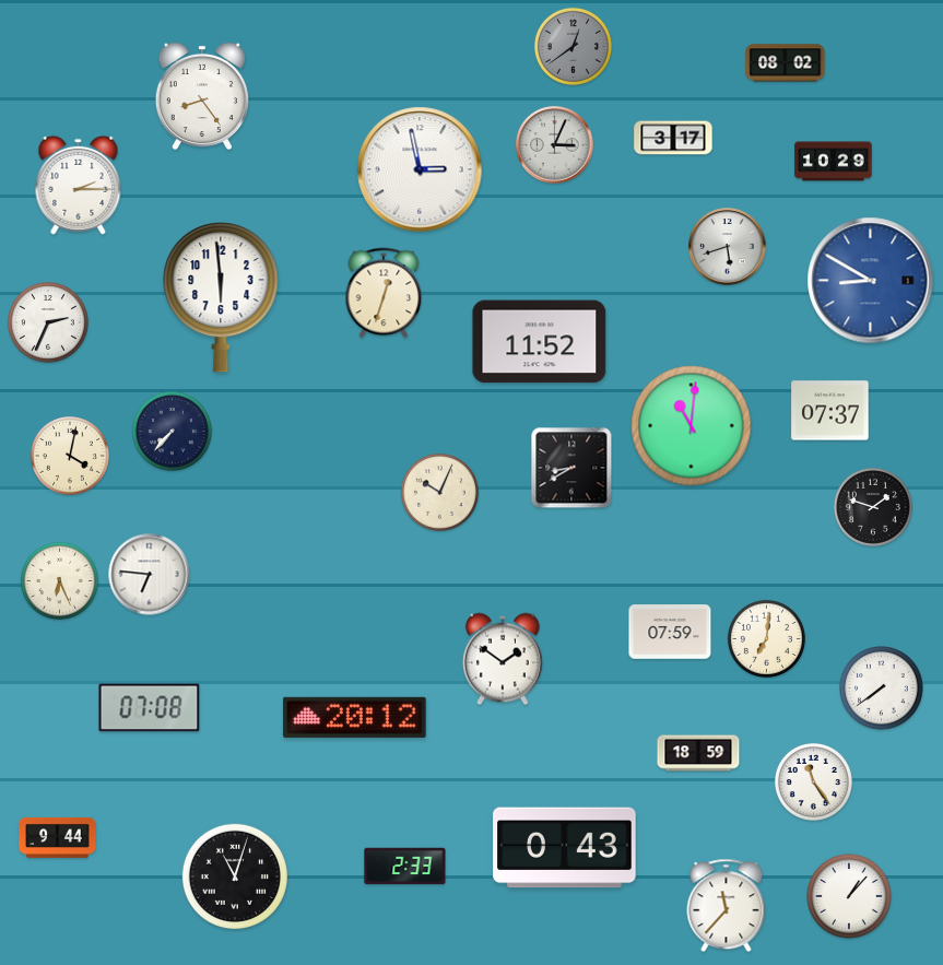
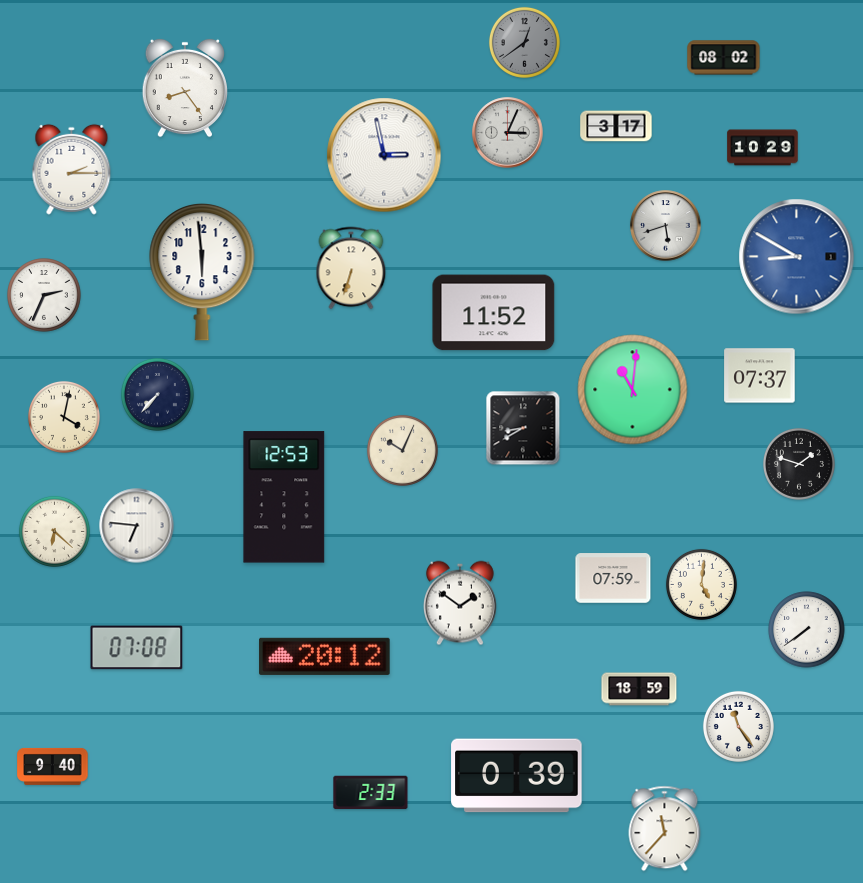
clock at (786, 63) position: (786, 63) -> (724, 58)
clock at (384, 293): 12:33 -> 6:33
clock at (284, 497): none -> 12:53
clock at (59, 580): 6:26 -> 6:22
clock at (766, 638): 7:01 -> 5:01
clock at (813, 781) position: (813, 781) -> (738, 726)
clock at (58, 837): 9:44 -> 9:40
clock at (565, 848): 0:43 -> 0:39
clock at (234, 875): 11:03 -> none
clock at (849, 896): 1:07 -> none
